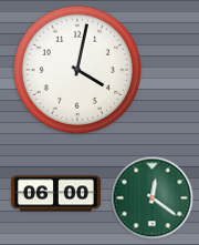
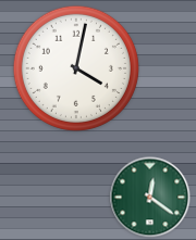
clock at (55, 194): 06:00 -> none
clock at (153, 198) position: (153, 198) -> (150, 198)
